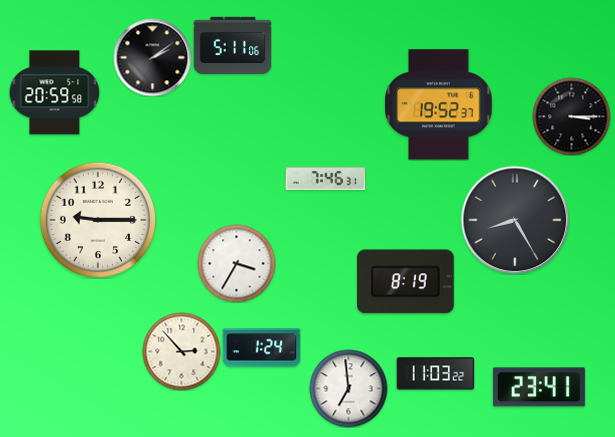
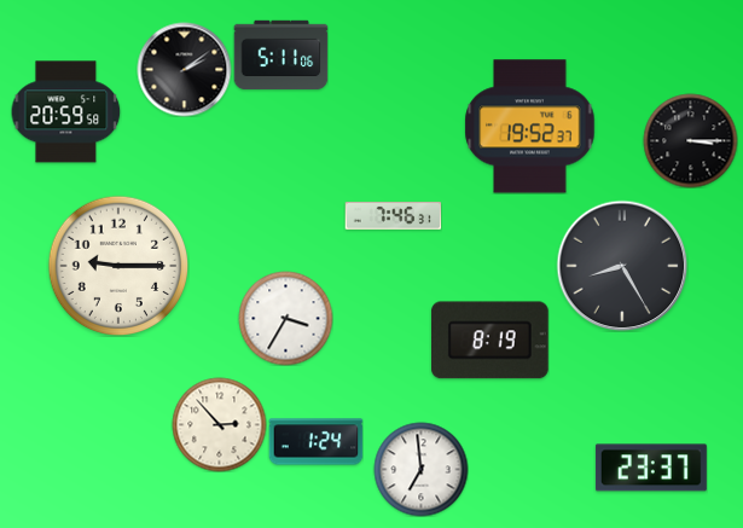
clock at (261, 348) position: (261, 348) -> (315, 442)
clock at (435, 374): 11:03 -> none
clock at (539, 387): 23:41 -> 23:37
